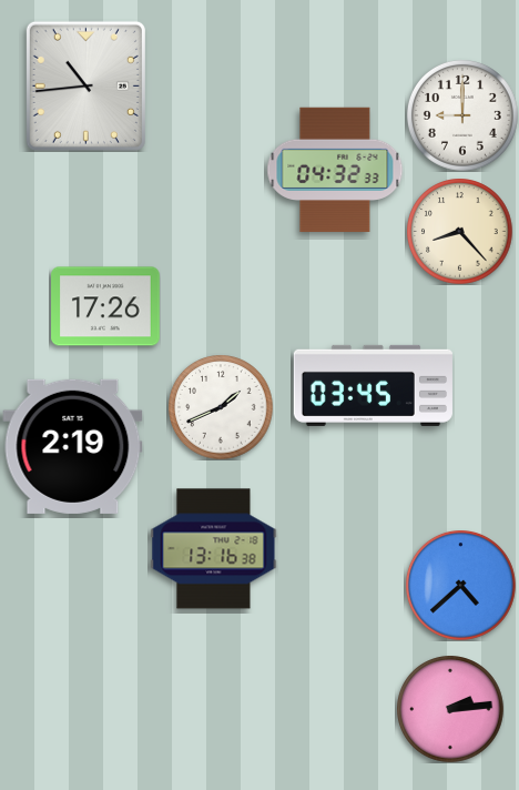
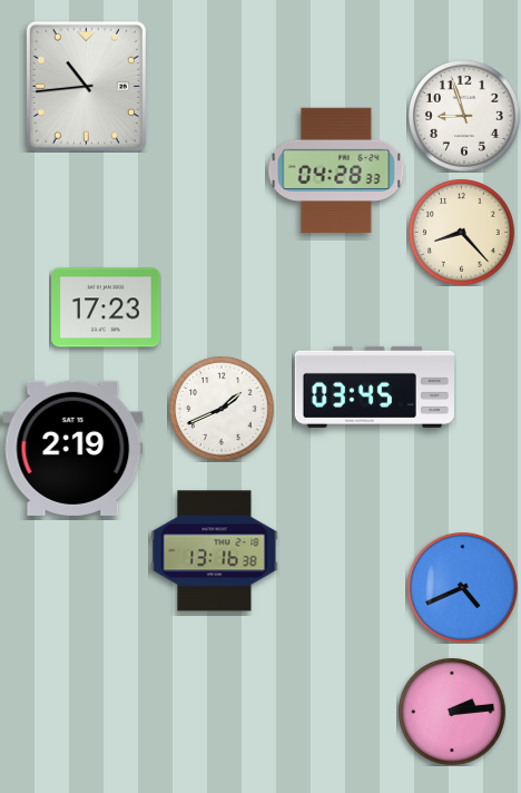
clock at (462, 115): 9:00 -> 8:57
clock at (335, 170): 04:32 -> 04:28
clock at (105, 306): 17:26 -> 17:23
clock at (461, 586): 4:38 -> 4:41
